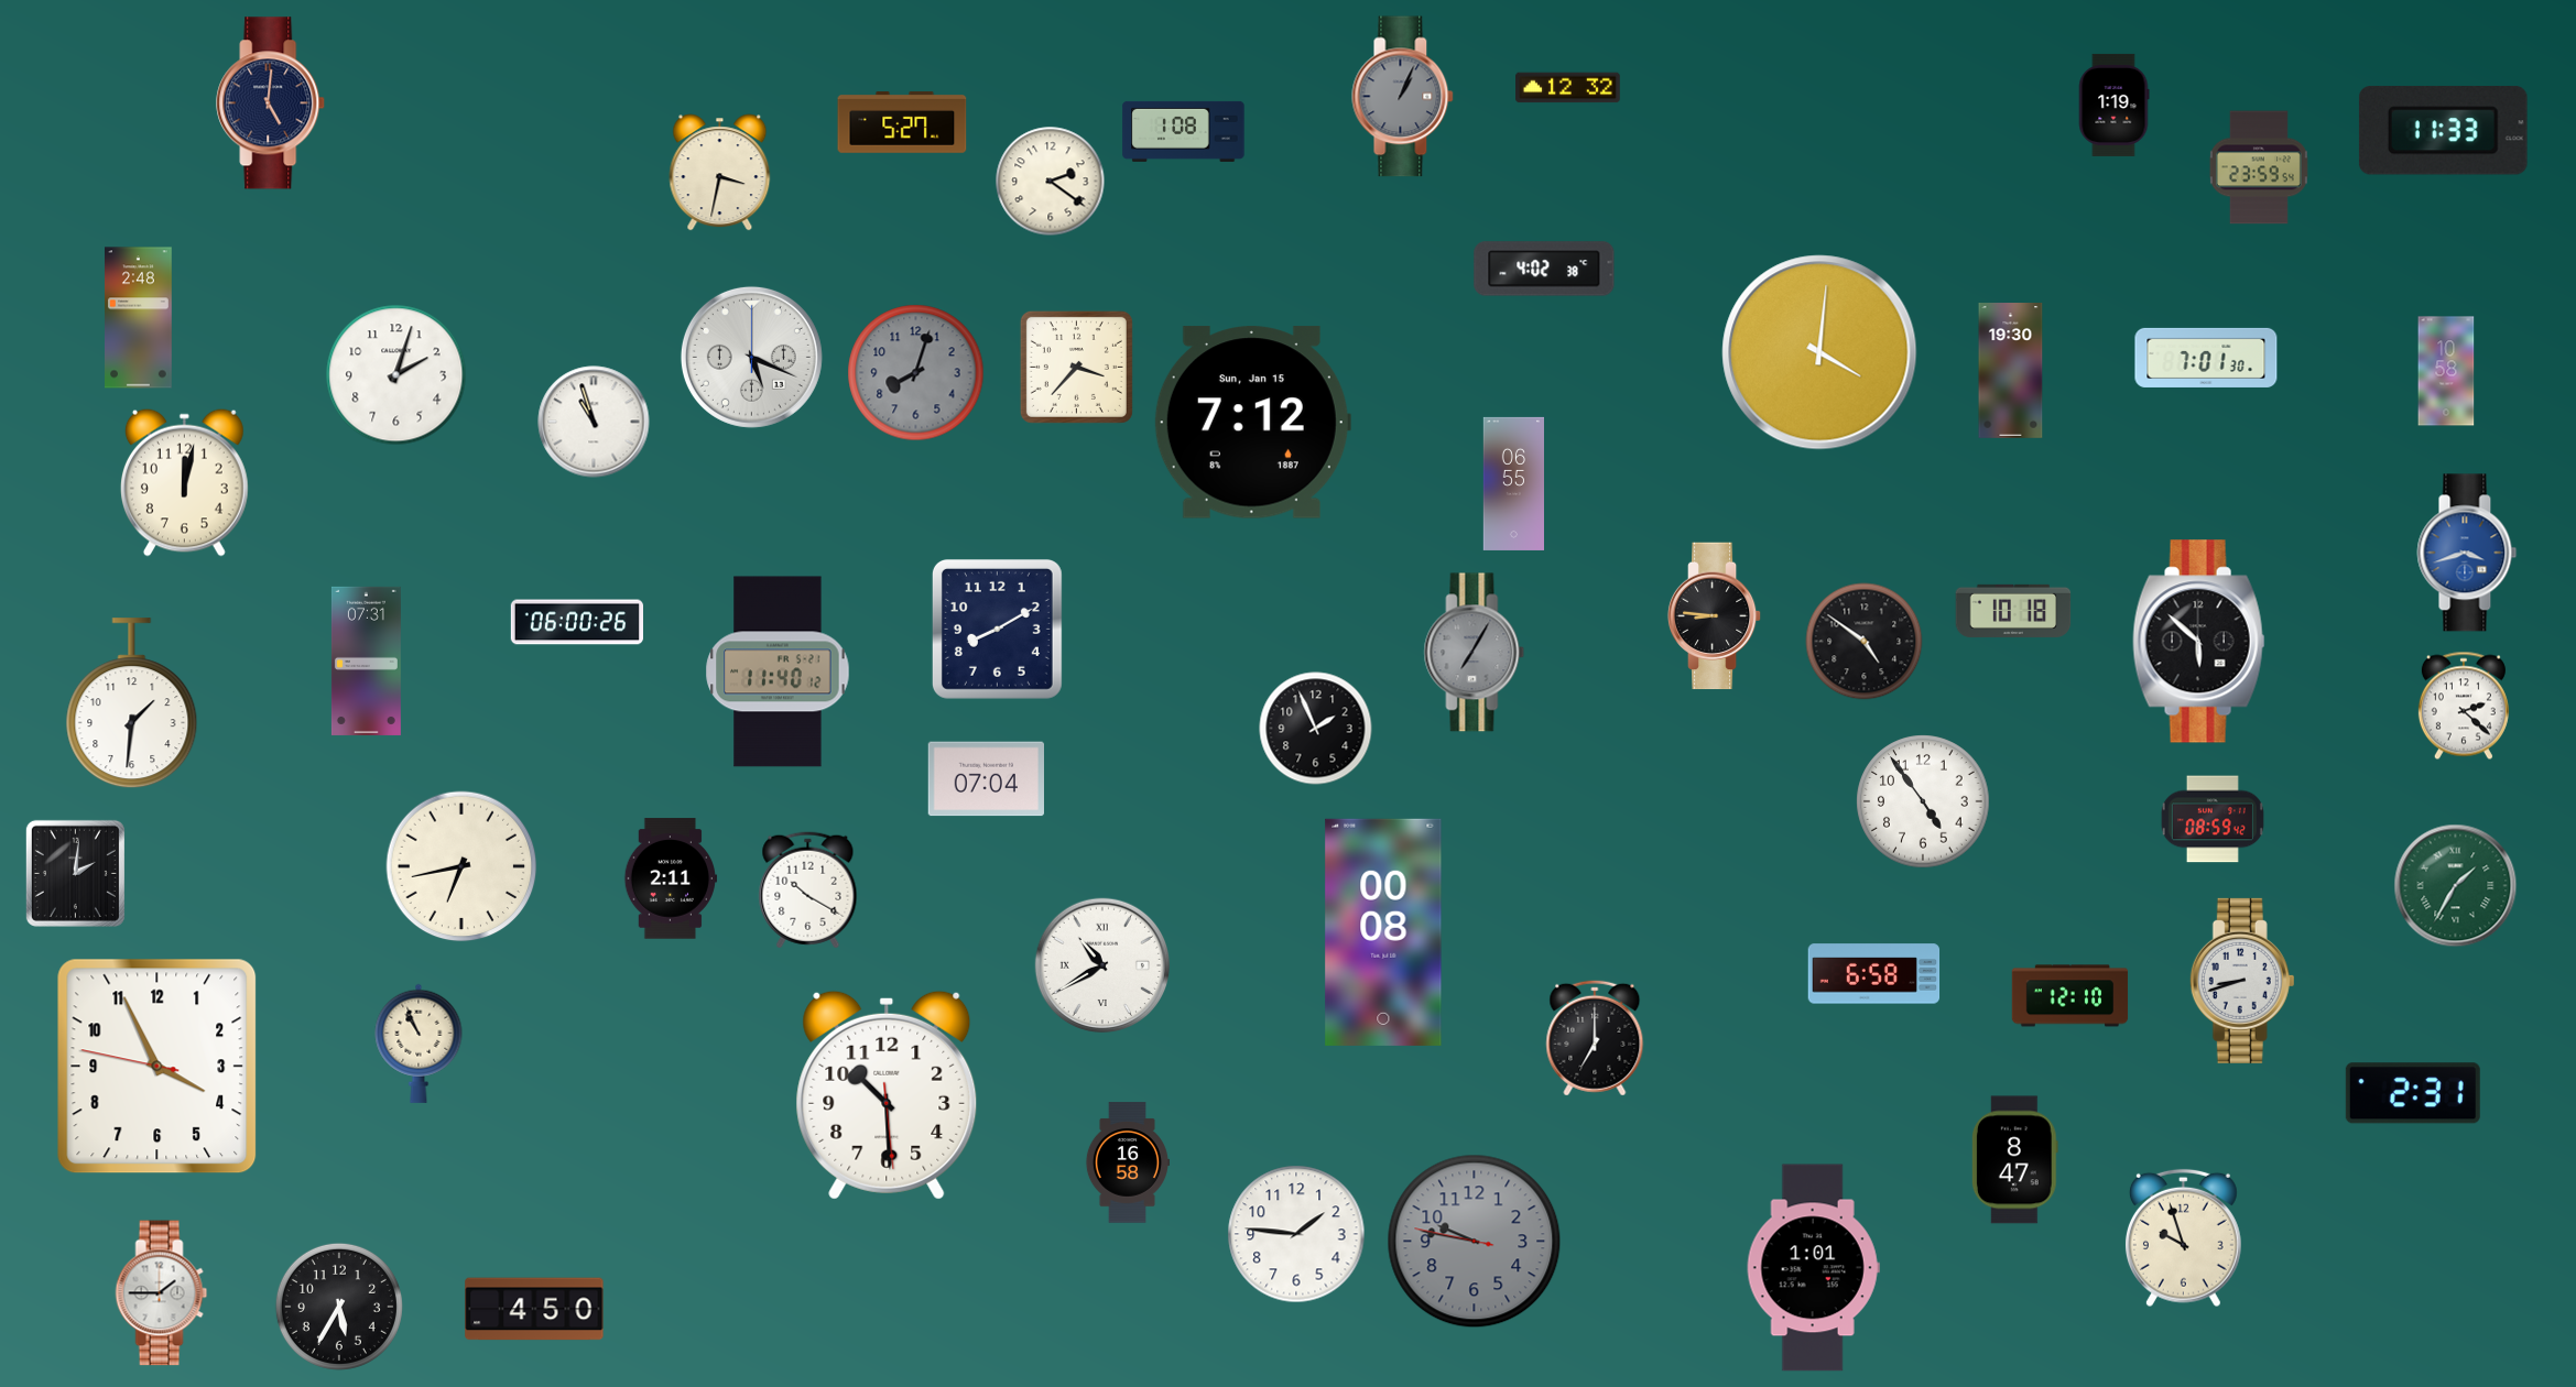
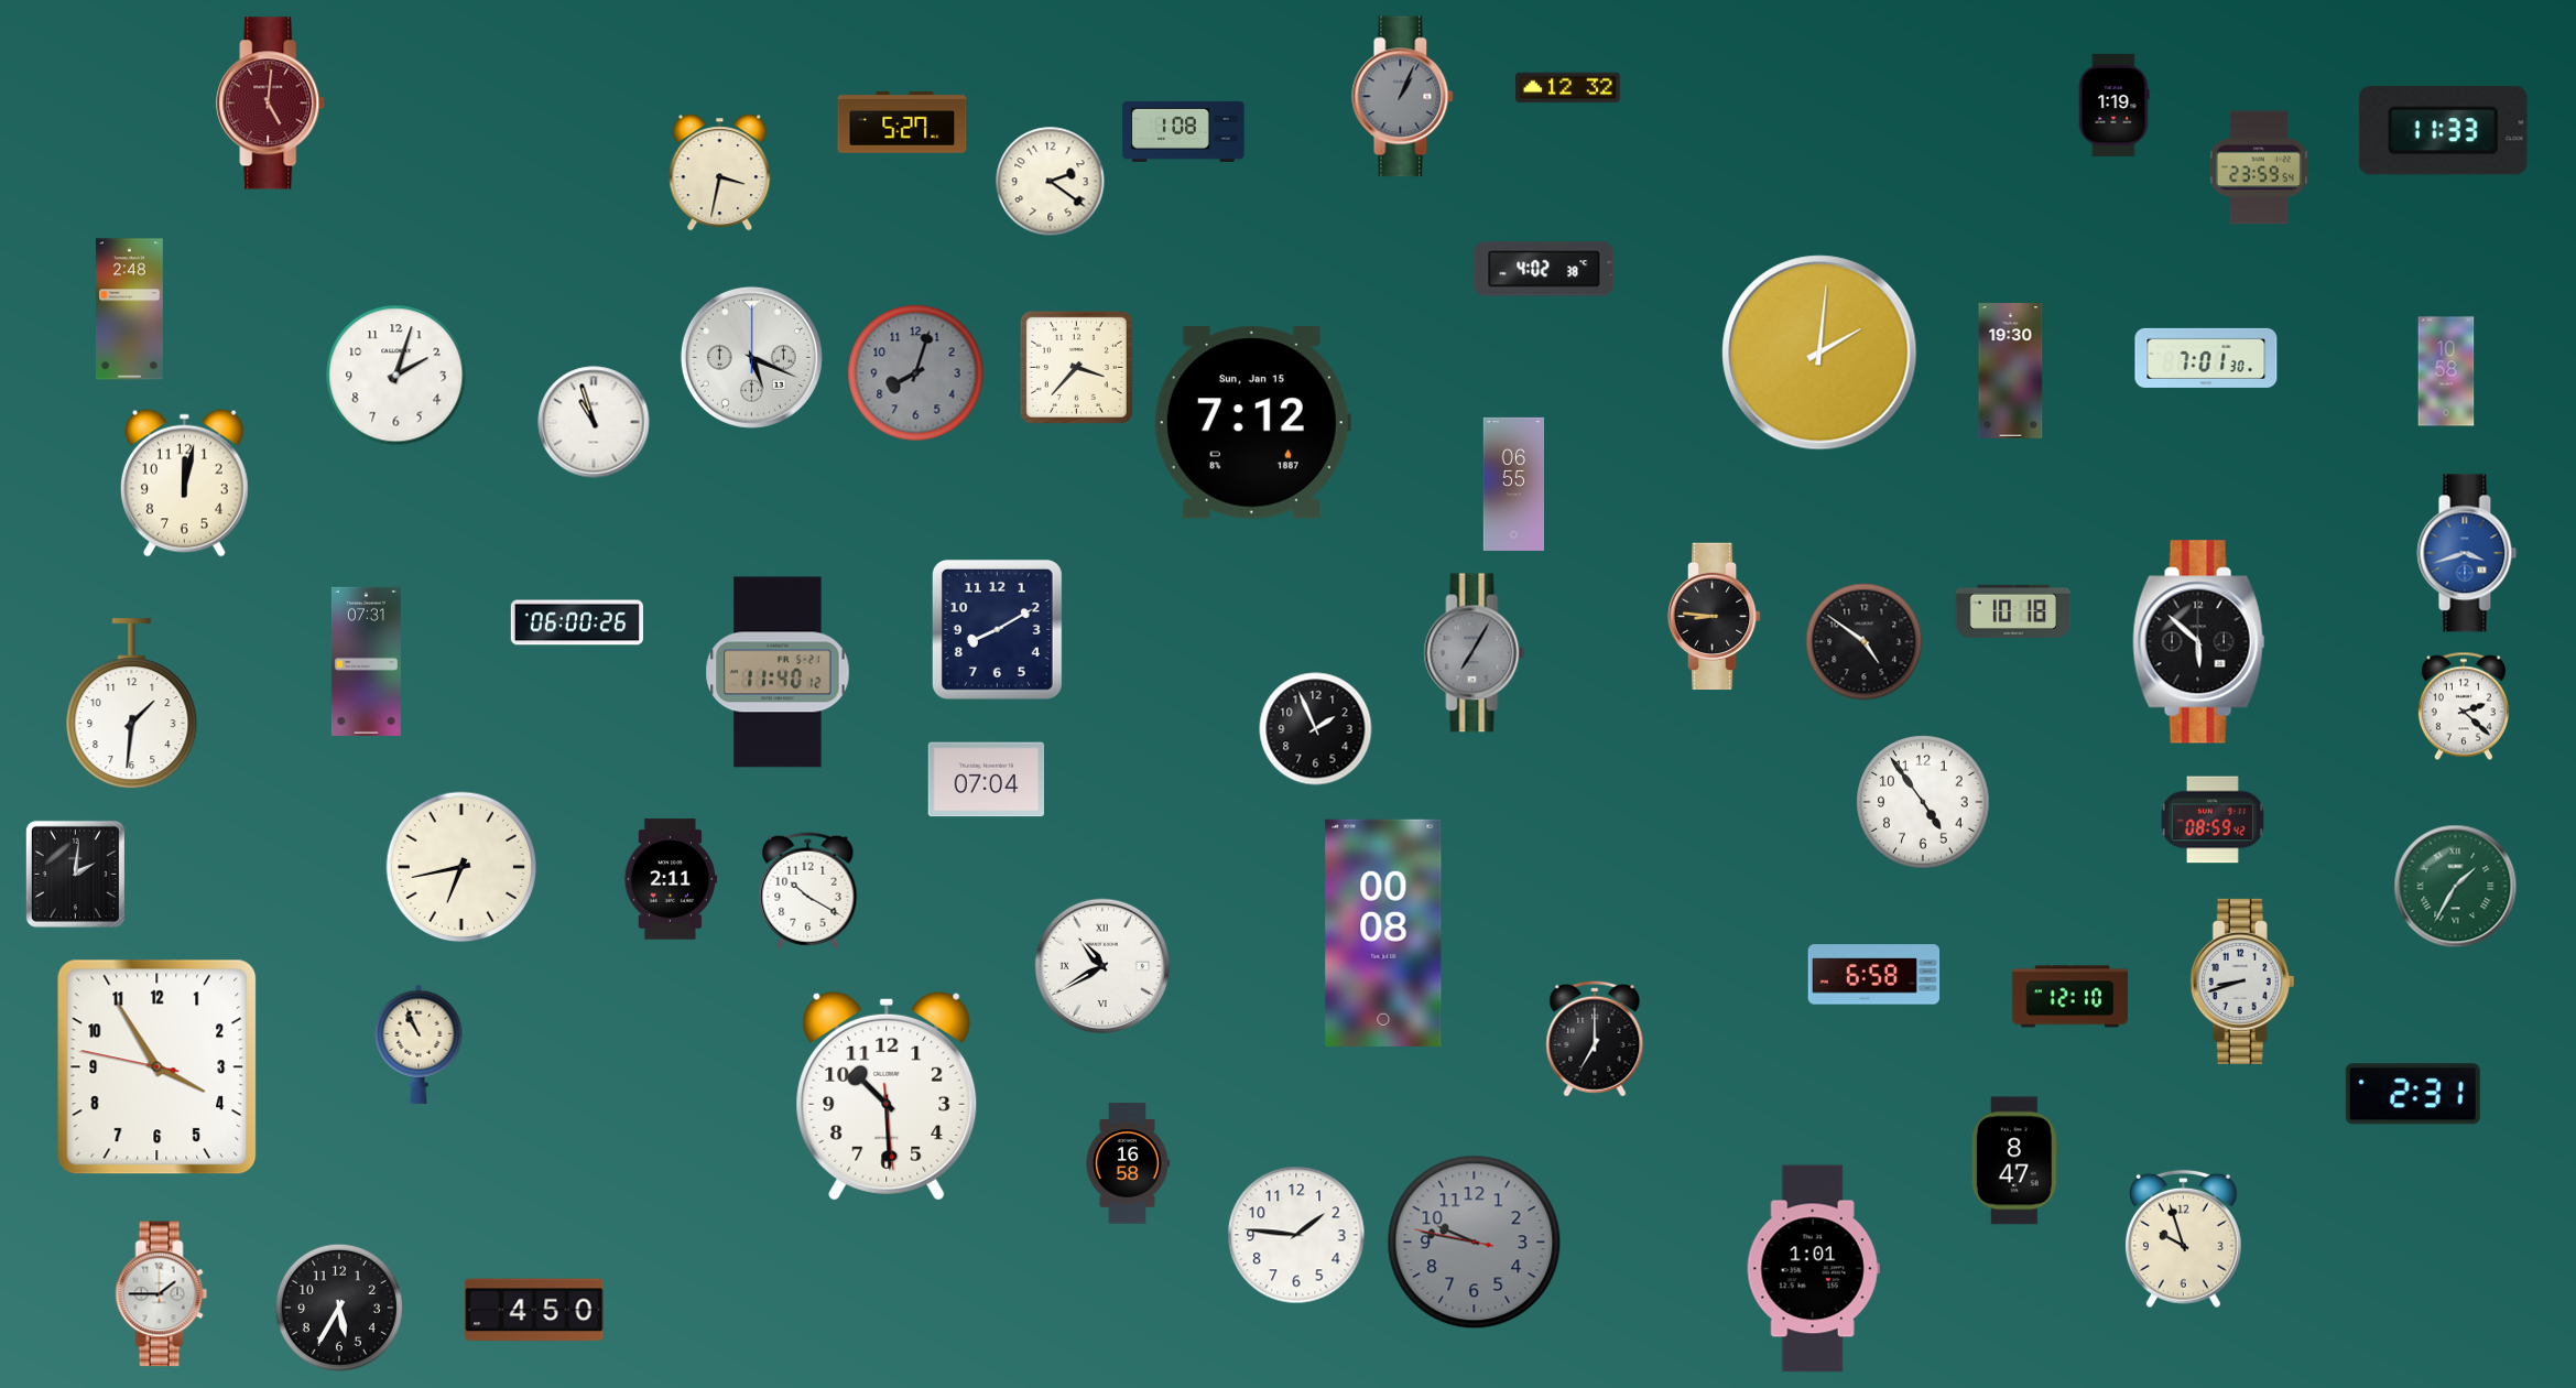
clock at (271, 103) dial: navy -> burgundy
clock at (139, 318) position: (139, 318) -> (130, 310)
clock at (1819, 352): 4:01 -> 2:01
clock at (157, 1067): 3:55 -> 3:54
